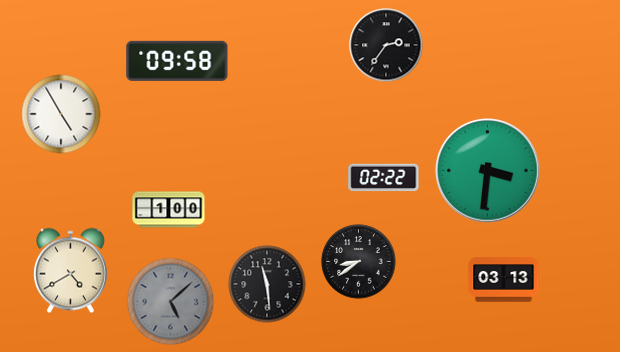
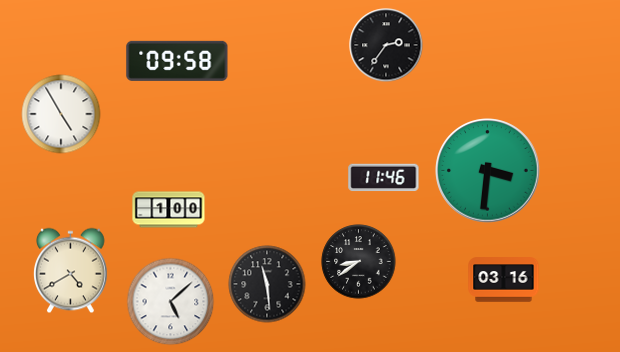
clock at (384, 178): 02:22 -> 11:46
clock at (504, 280): 03:13 -> 03:16
clock at (171, 302) dial: grey -> white
